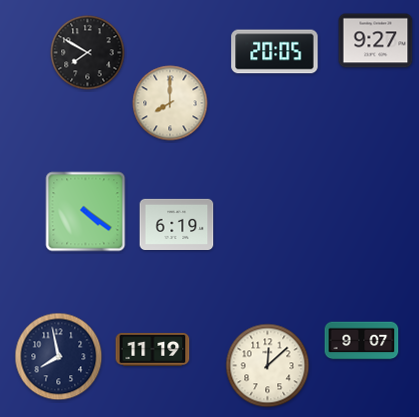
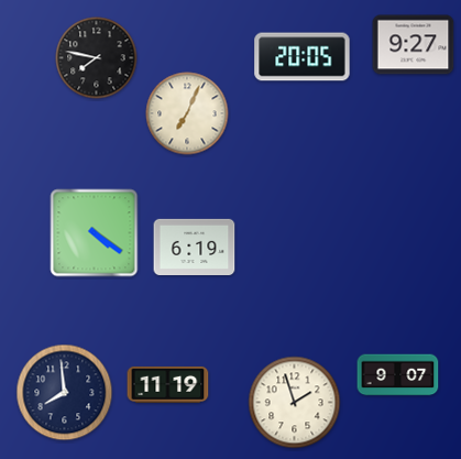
clock at (88, 53): 7:50 -> 7:47
clock at (170, 103): 8:00 -> 7:04
clock at (59, 357): 7:58 -> 7:59
clock at (268, 366): 12:08 -> 1:57
